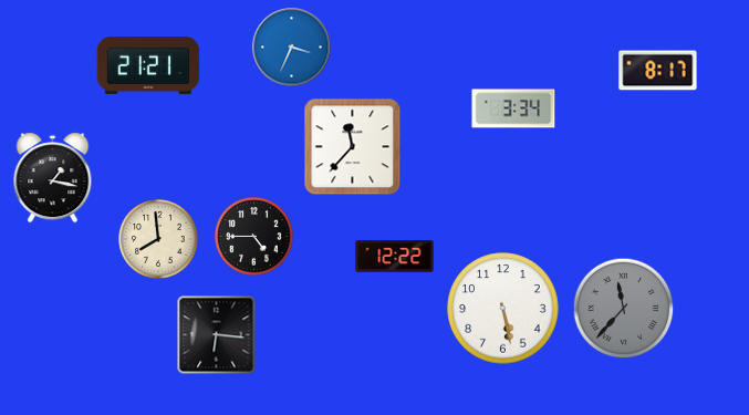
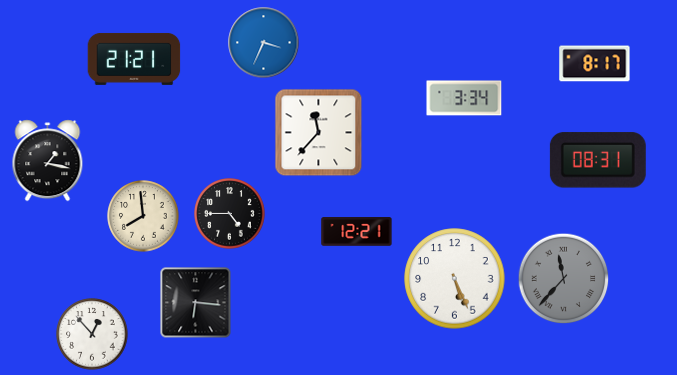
clock at (598, 160): none -> 08:31
clock at (395, 257): 12:22 -> 12:21
clock at (503, 309): 5:28 -> 5:26
clock at (92, 334): none -> 12:53
